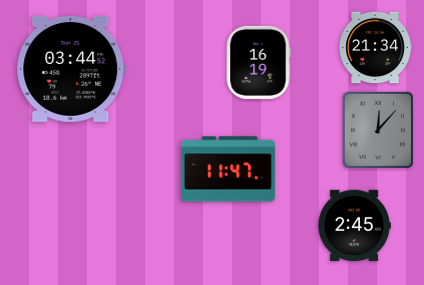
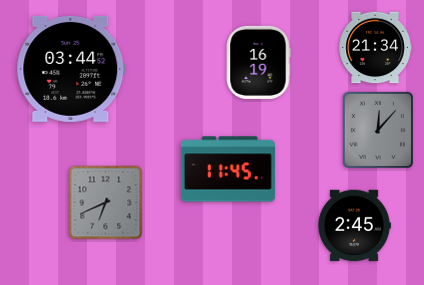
clock at (228, 169): 11:47 -> 11:45
clock at (106, 203): none -> 6:41
